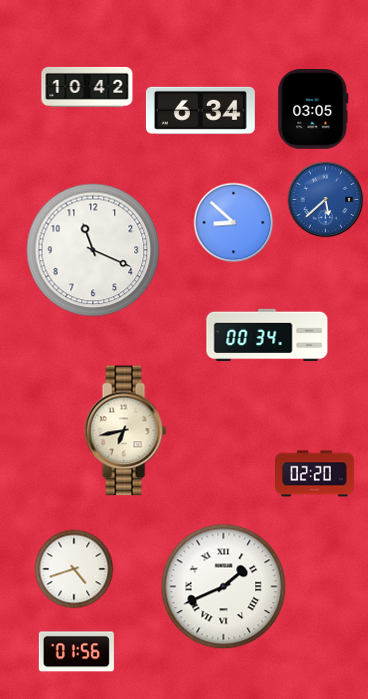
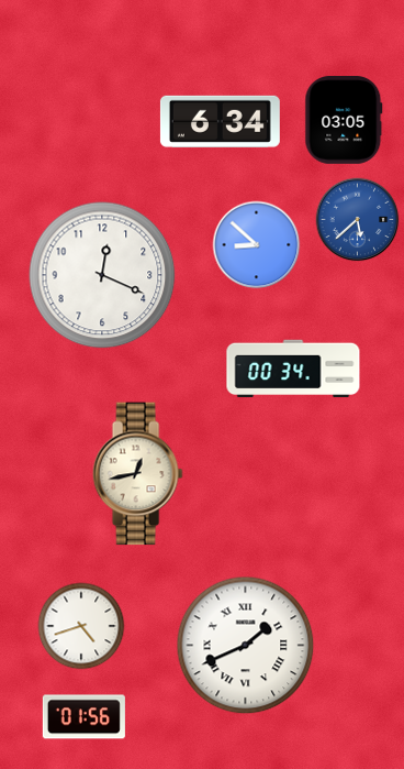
clock at (87, 87): 10:42 -> none
clock at (93, 250): 11:19 -> 12:19
clock at (125, 431): 6:43 -> 12:43
clock at (315, 474): 02:20 -> none
